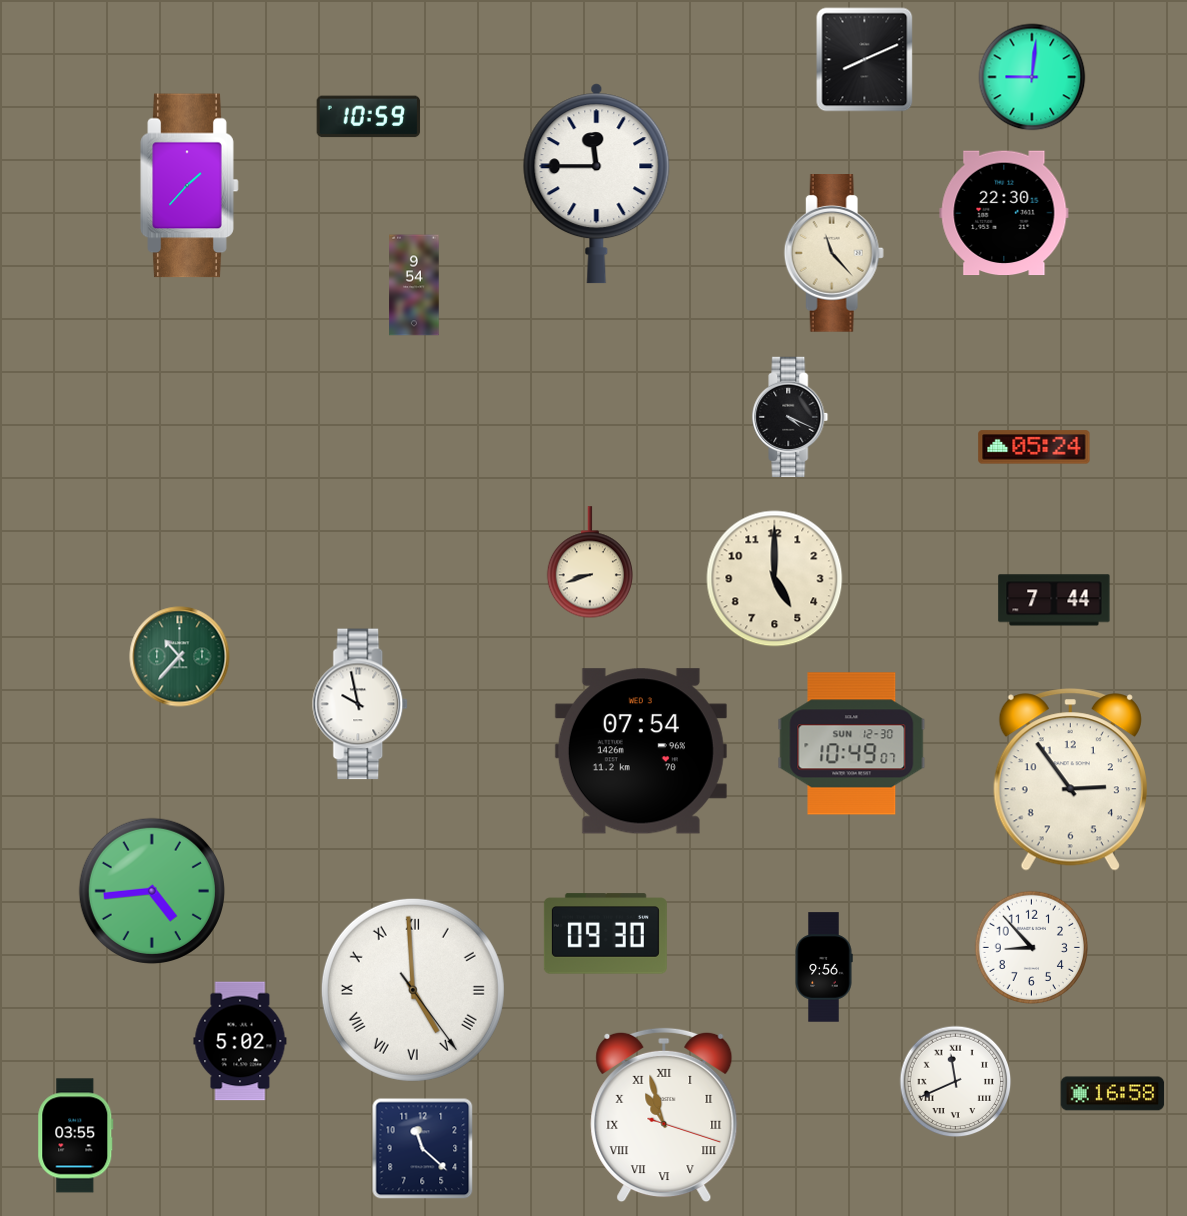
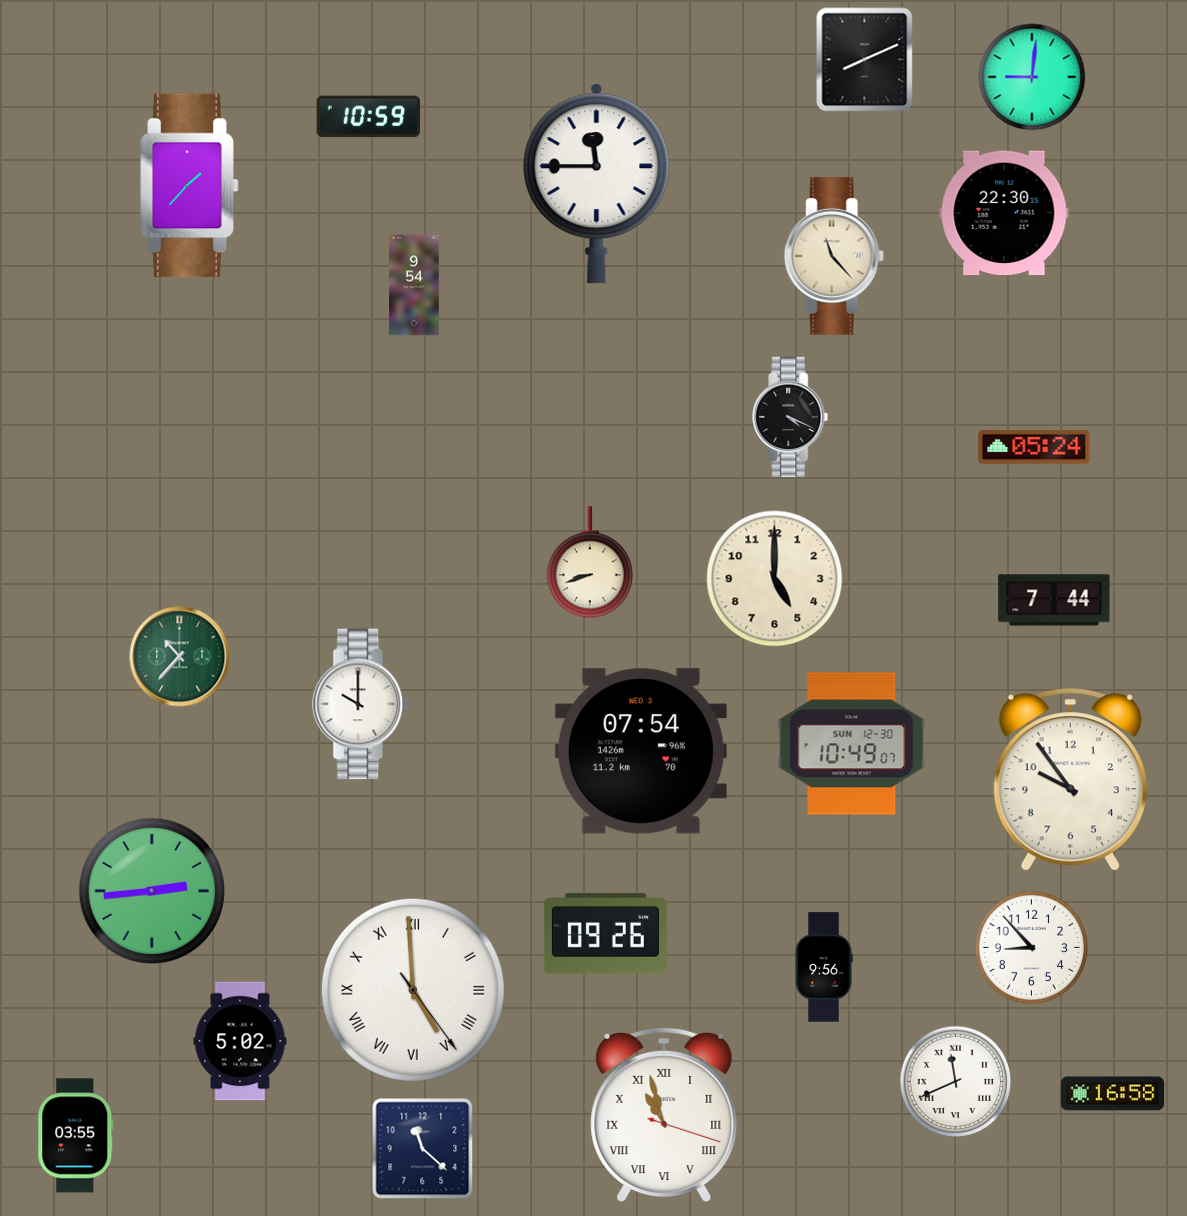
clock at (834, 254) position: (834, 254) -> (834, 257)
clock at (361, 704): 9:58 -> 10:00
clock at (1070, 780): 2:54 -> 9:54
clock at (152, 891): 4:44 -> 2:44
clock at (605, 934): 09:30 -> 09:26
